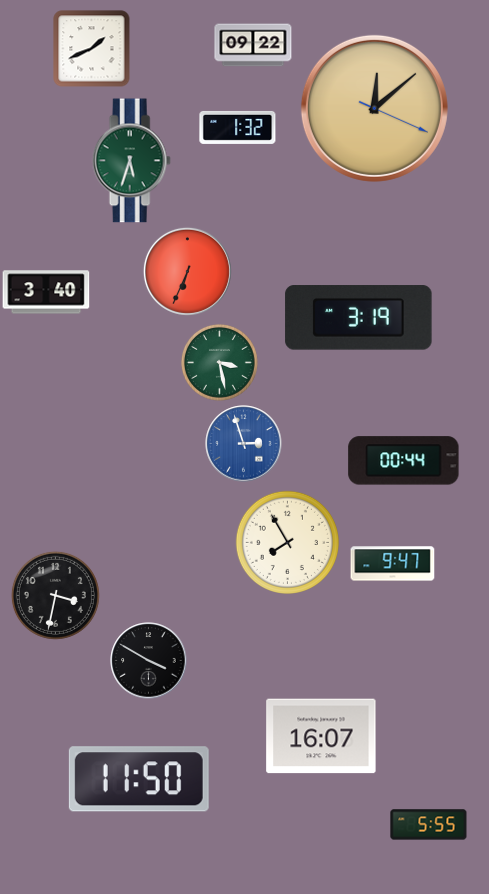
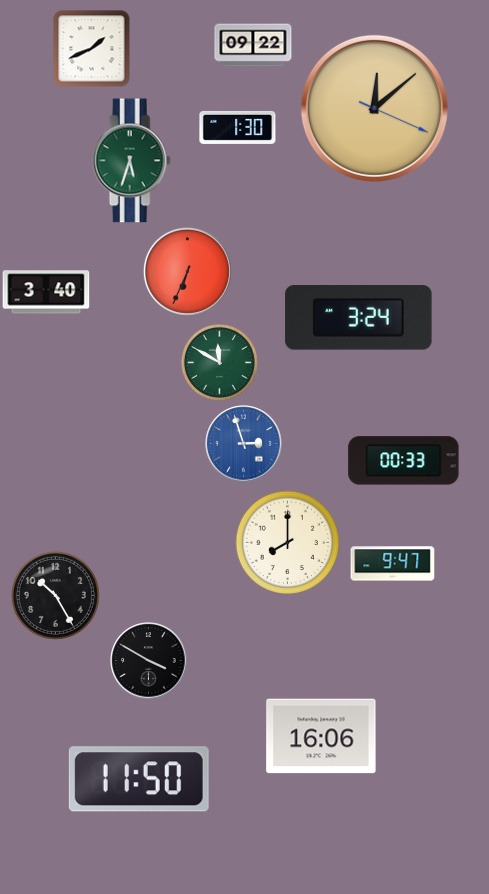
clock at (238, 127): 1:32 -> 1:30
clock at (359, 318): 3:19 -> 3:24
clock at (220, 363): 3:28 -> 11:50
clock at (404, 461): 00:44 -> 00:33
clock at (287, 542): 7:55 -> 8:00
clock at (55, 595): 3:32 -> 10:25
clock at (321, 736): 16:07 -> 16:06
clock at (429, 825): 5:55 -> none
